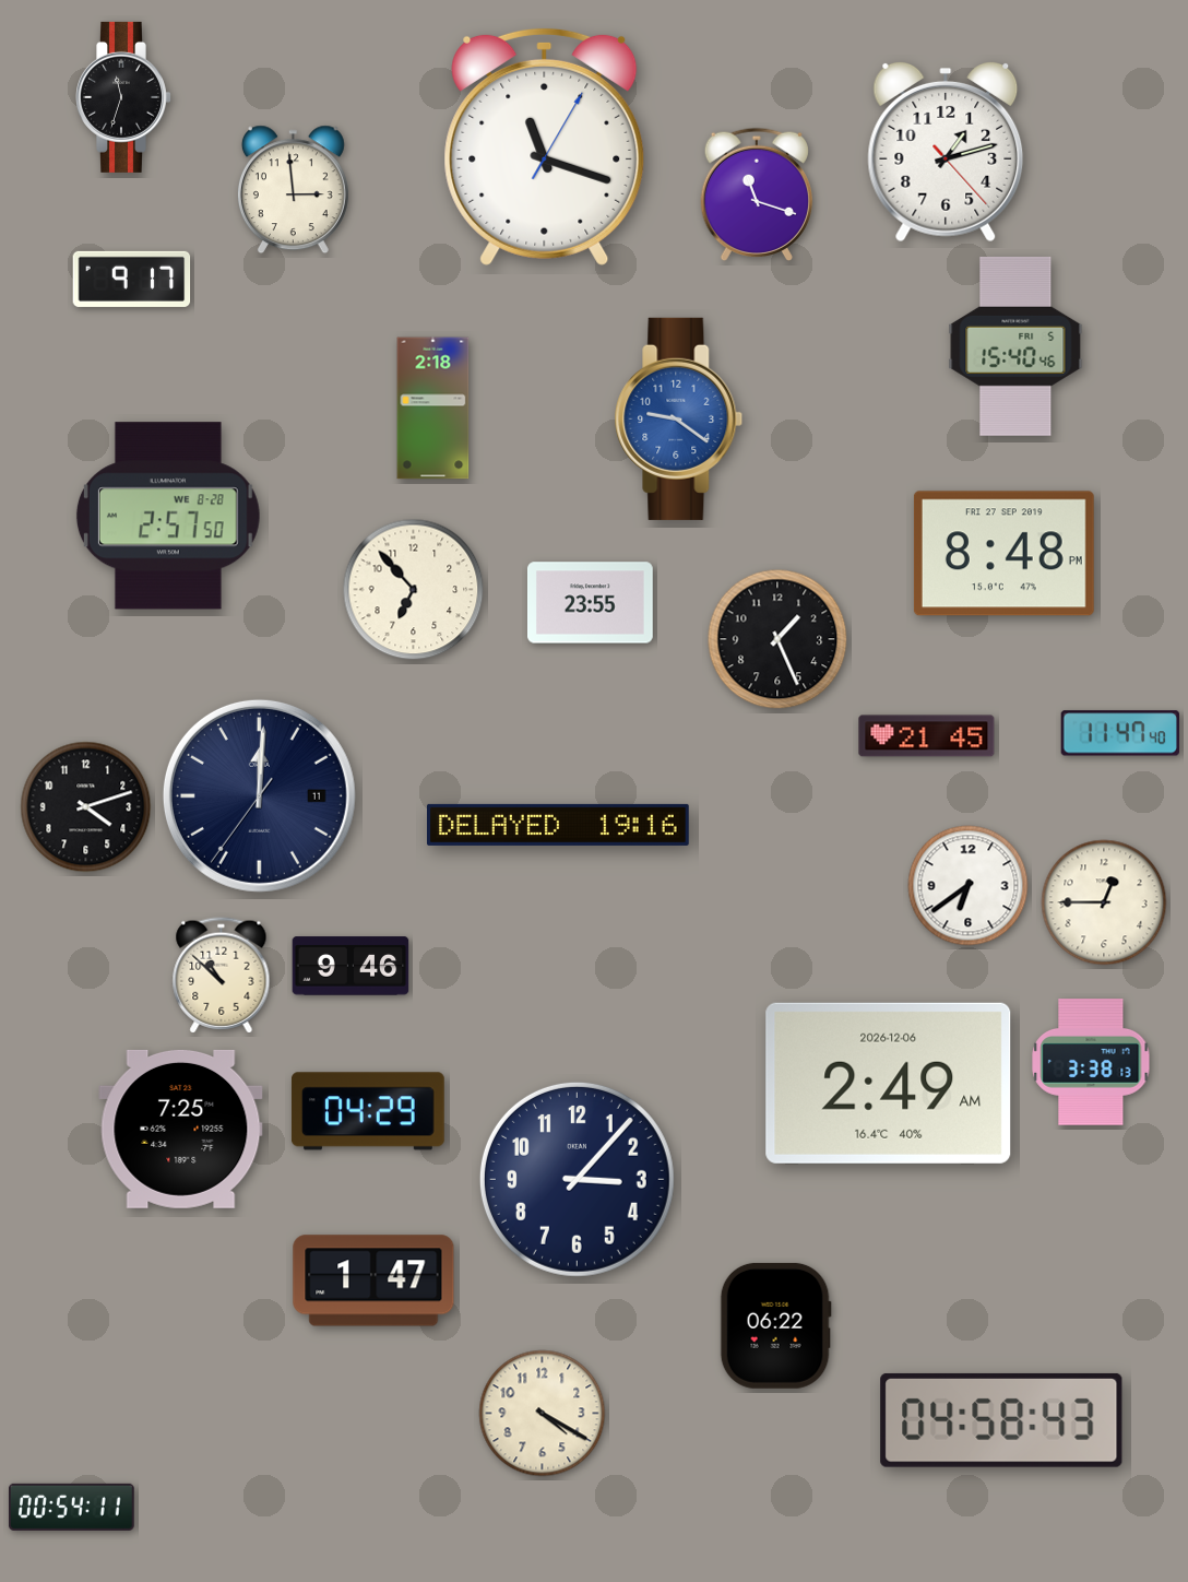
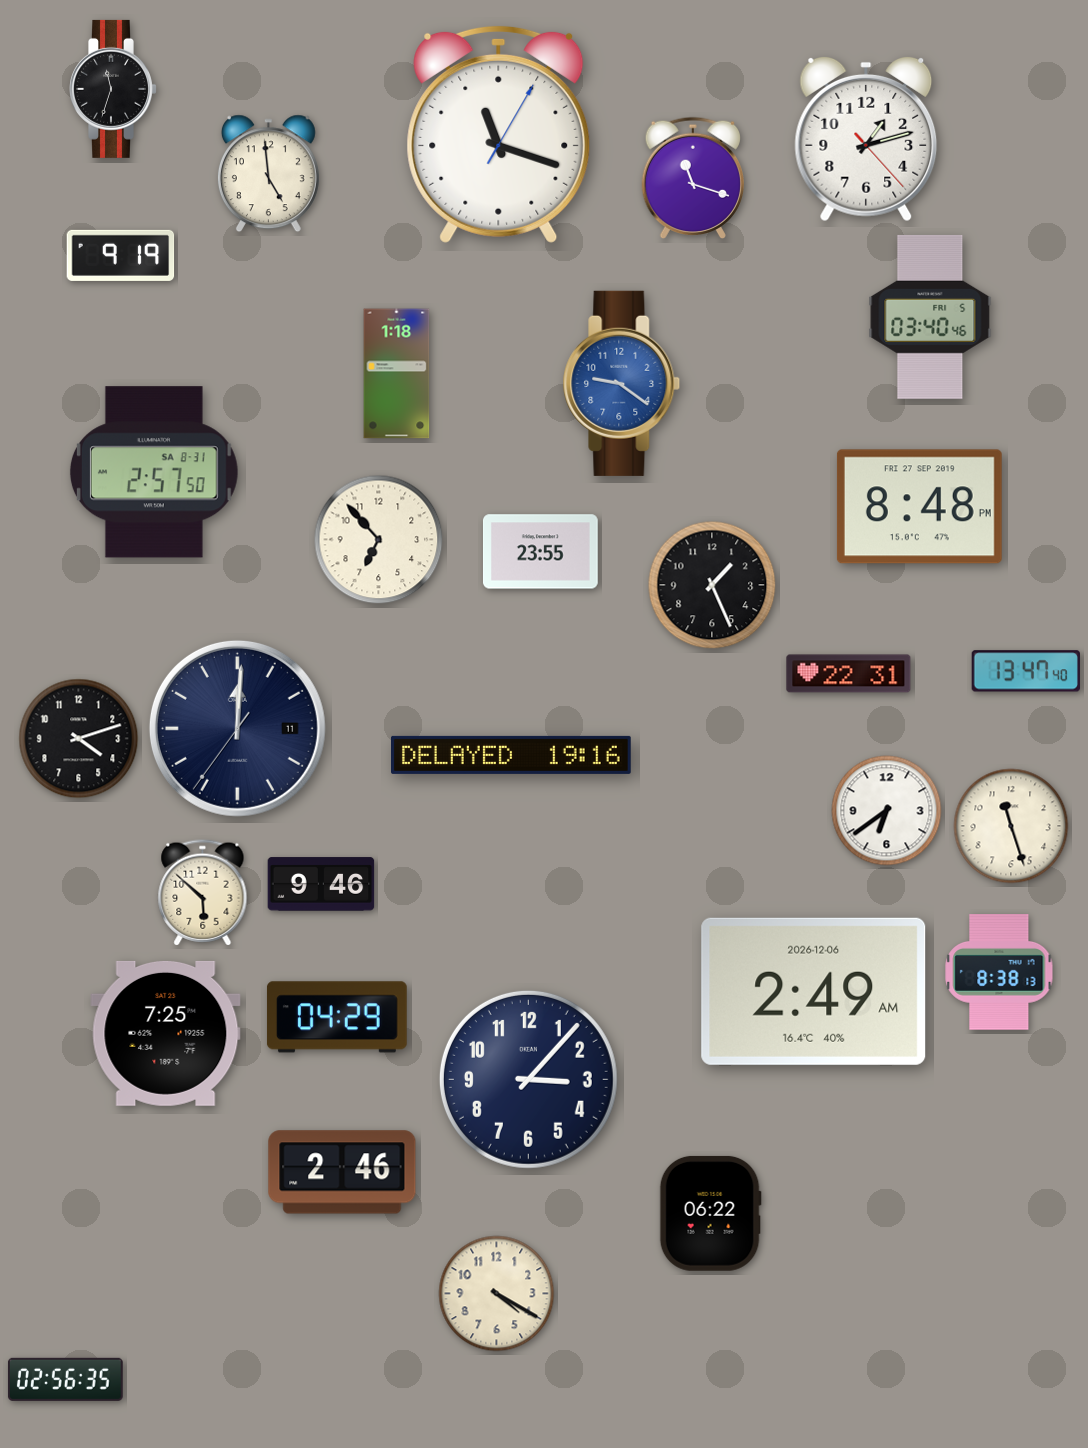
clock at (293, 190): 2:59 -> 4:59
clock at (132, 279): 9:17 -> 9:19
clock at (1015, 346): 15:40 -> 03:40
clock at (433, 409): 2:18 -> 1:18
clock at (168, 516) date: WE 8-28 -> SA 8-31
clock at (1120, 733): 11:47 -> 13:47
clock at (927, 736): 21:45 -> 22:31
clock at (1104, 902): 12:45 -> 11:27
clock at (222, 976): 10:52 -> 5:52
clock at (1091, 1063): 3:38 -> 8:38
clock at (373, 1280): 1:47 -> 2:46
clock at (1001, 1420): 04:58 -> none
clock at (71, 1507): 00:54 -> 02:56
